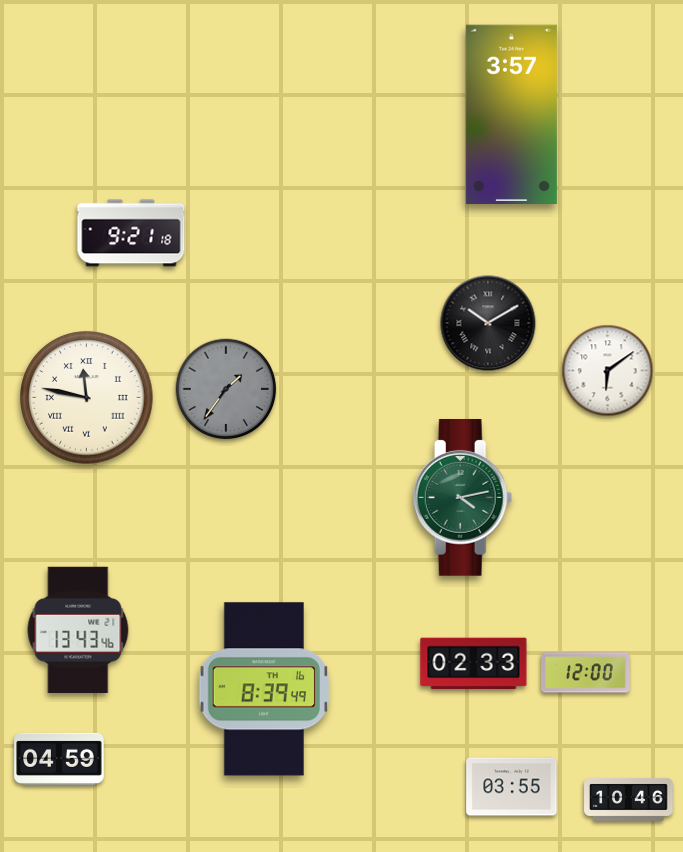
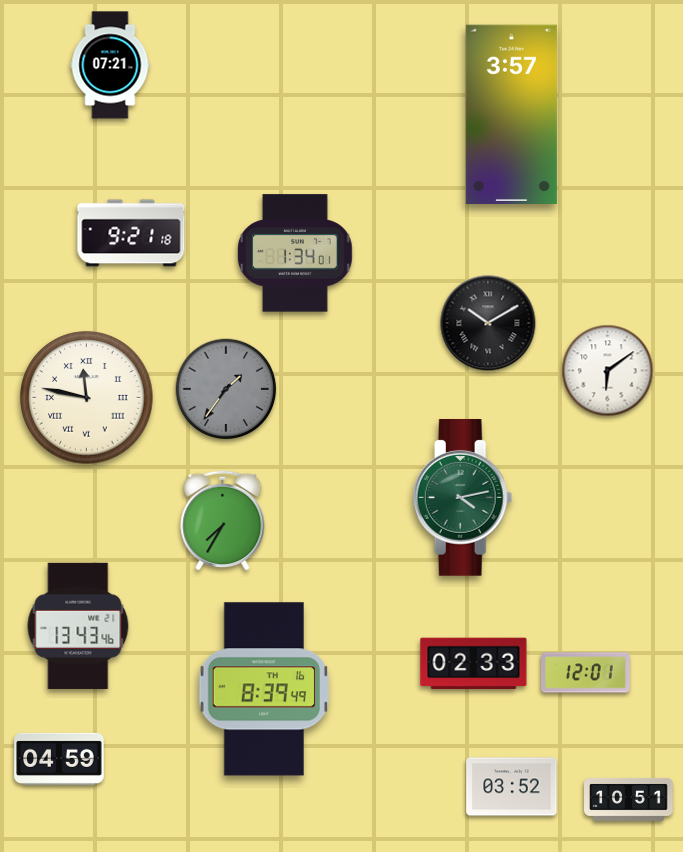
clock at (110, 65): none -> 07:21
clock at (296, 253): none -> 1:34
clock at (223, 520): none -> 7:35
clock at (78, 630) position: (78, 630) -> (78, 626)
clock at (586, 673): 12:00 -> 12:01
clock at (512, 787): 03:55 -> 03:52
clock at (629, 799): 10:46 -> 10:51
